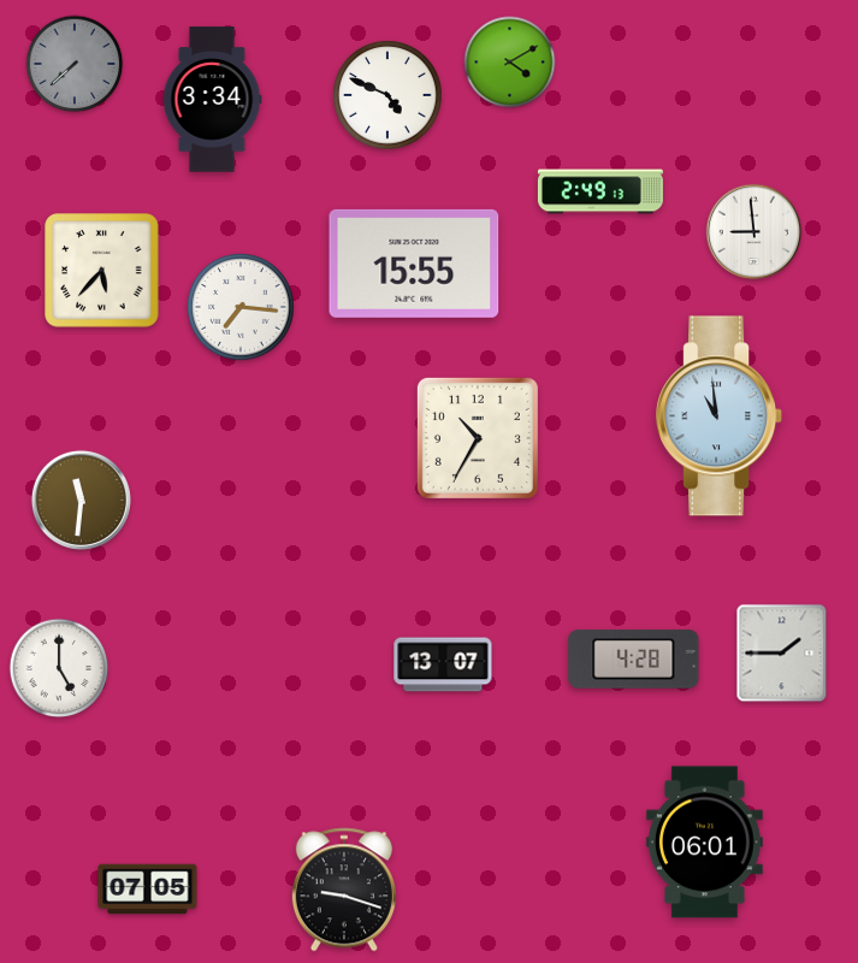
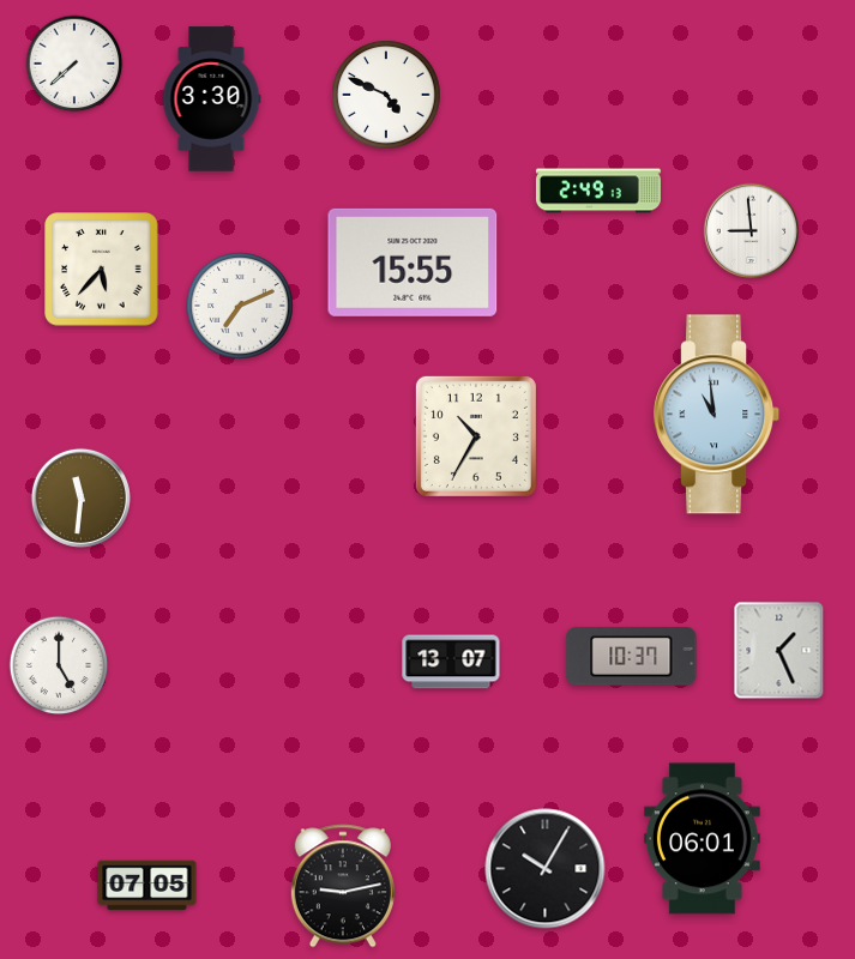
clock at (510, 63): 4:10 -> none
clock at (75, 64) dial: grey -> white
clock at (212, 100): 3:34 -> 3:30
clock at (241, 307): 7:16 -> 7:11
clock at (782, 654): 1:45 -> 1:26
clock at (634, 660): 4:28 -> 10:37
clock at (443, 664) position: (443, 664) -> (451, 662)
clock at (546, 869): none -> 10:05
clock at (344, 890): 9:18 -> 9:13
